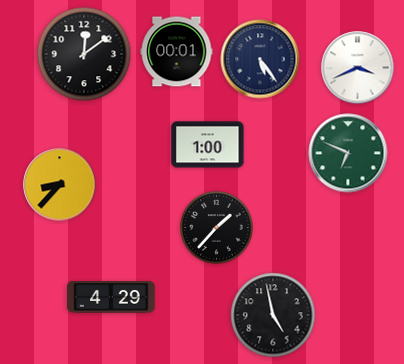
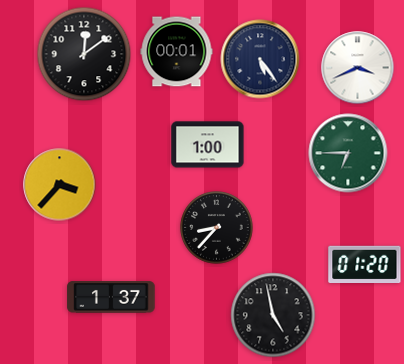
clock at (348, 153): 6:49 -> 6:45
clock at (60, 185): 8:37 -> 3:37
clock at (217, 228): 1:37 -> 8:37
clock at (365, 265): none -> 01:20
clock at (111, 297): 4:29 -> 1:37
